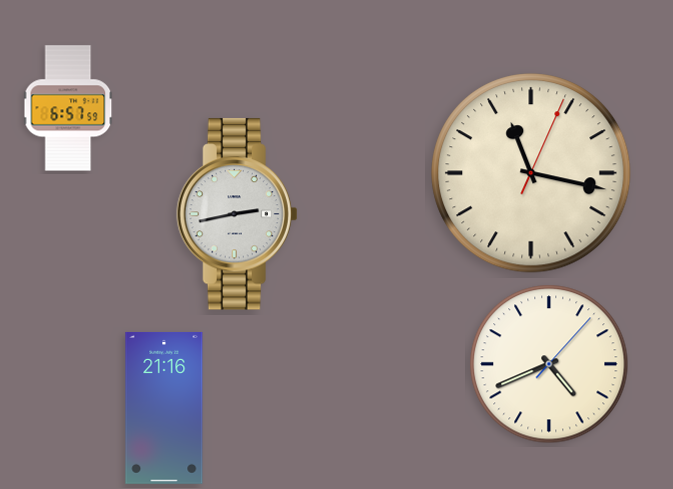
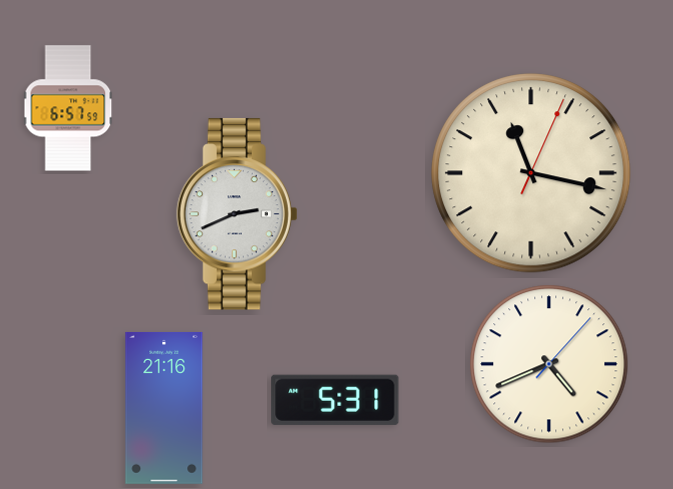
clock at (237, 214): 2:43 -> 2:41
clock at (335, 400): none -> 5:31
